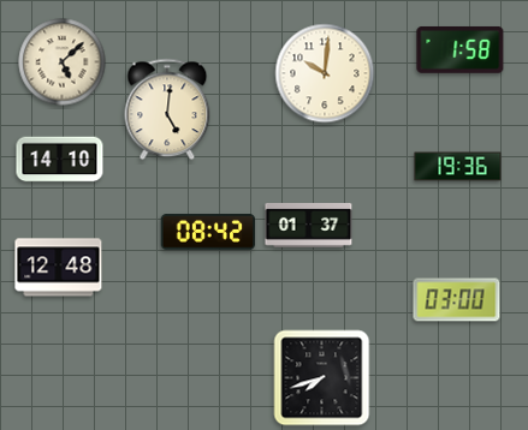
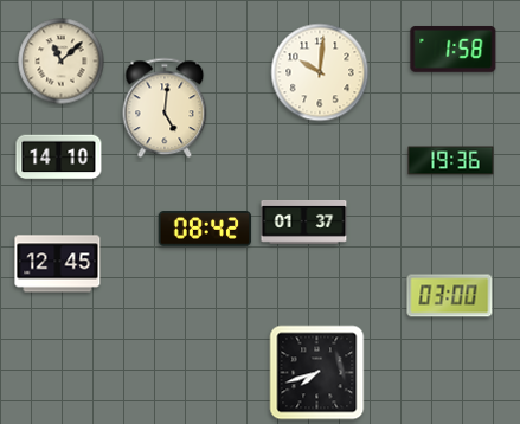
clock at (63, 62): 5:08 -> 11:08
clock at (458, 167) position: (458, 167) -> (451, 161)
clock at (59, 268): 12:48 -> 12:45
